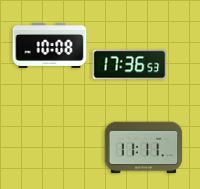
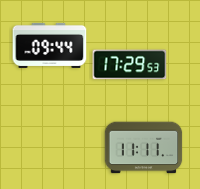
clock at (50, 45): 10:08 -> 09:44
clock at (130, 65): 17:36 -> 17:29
